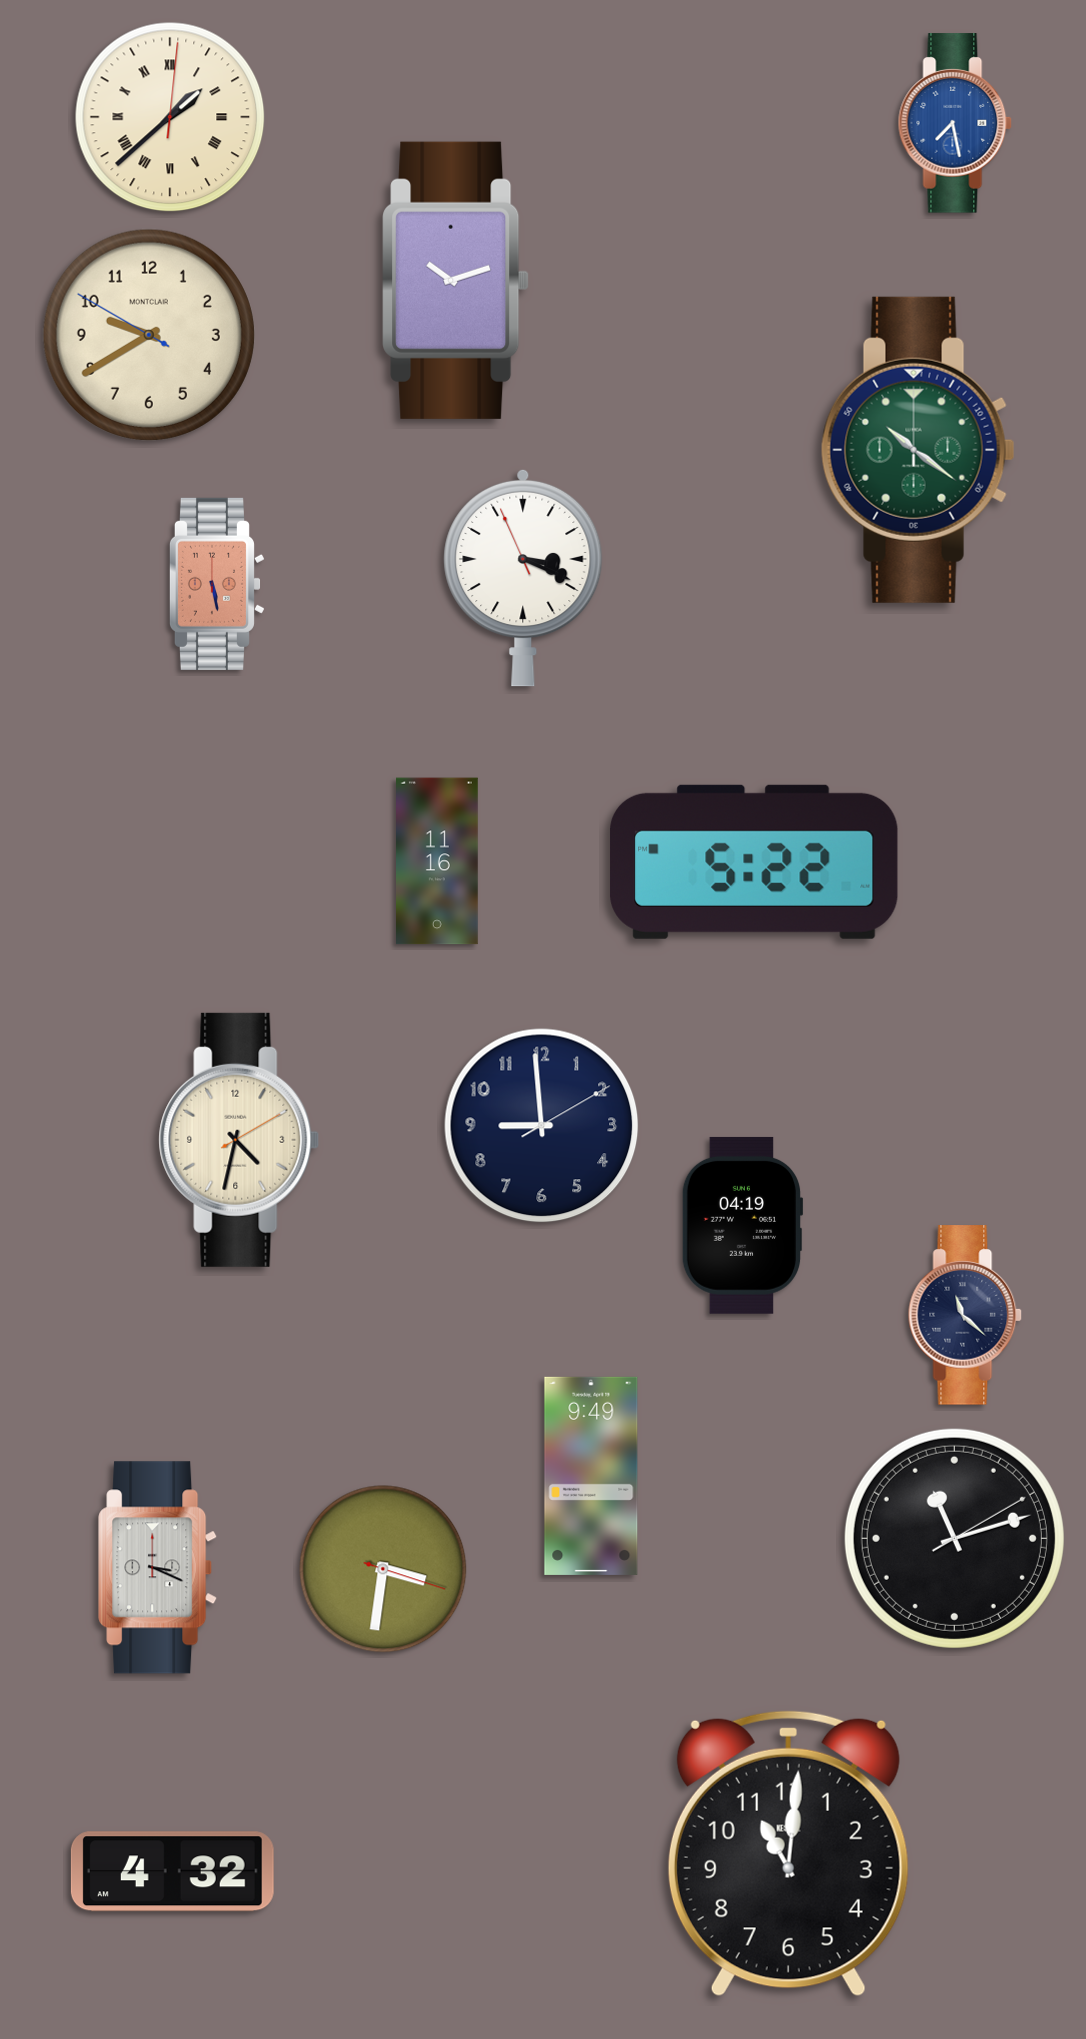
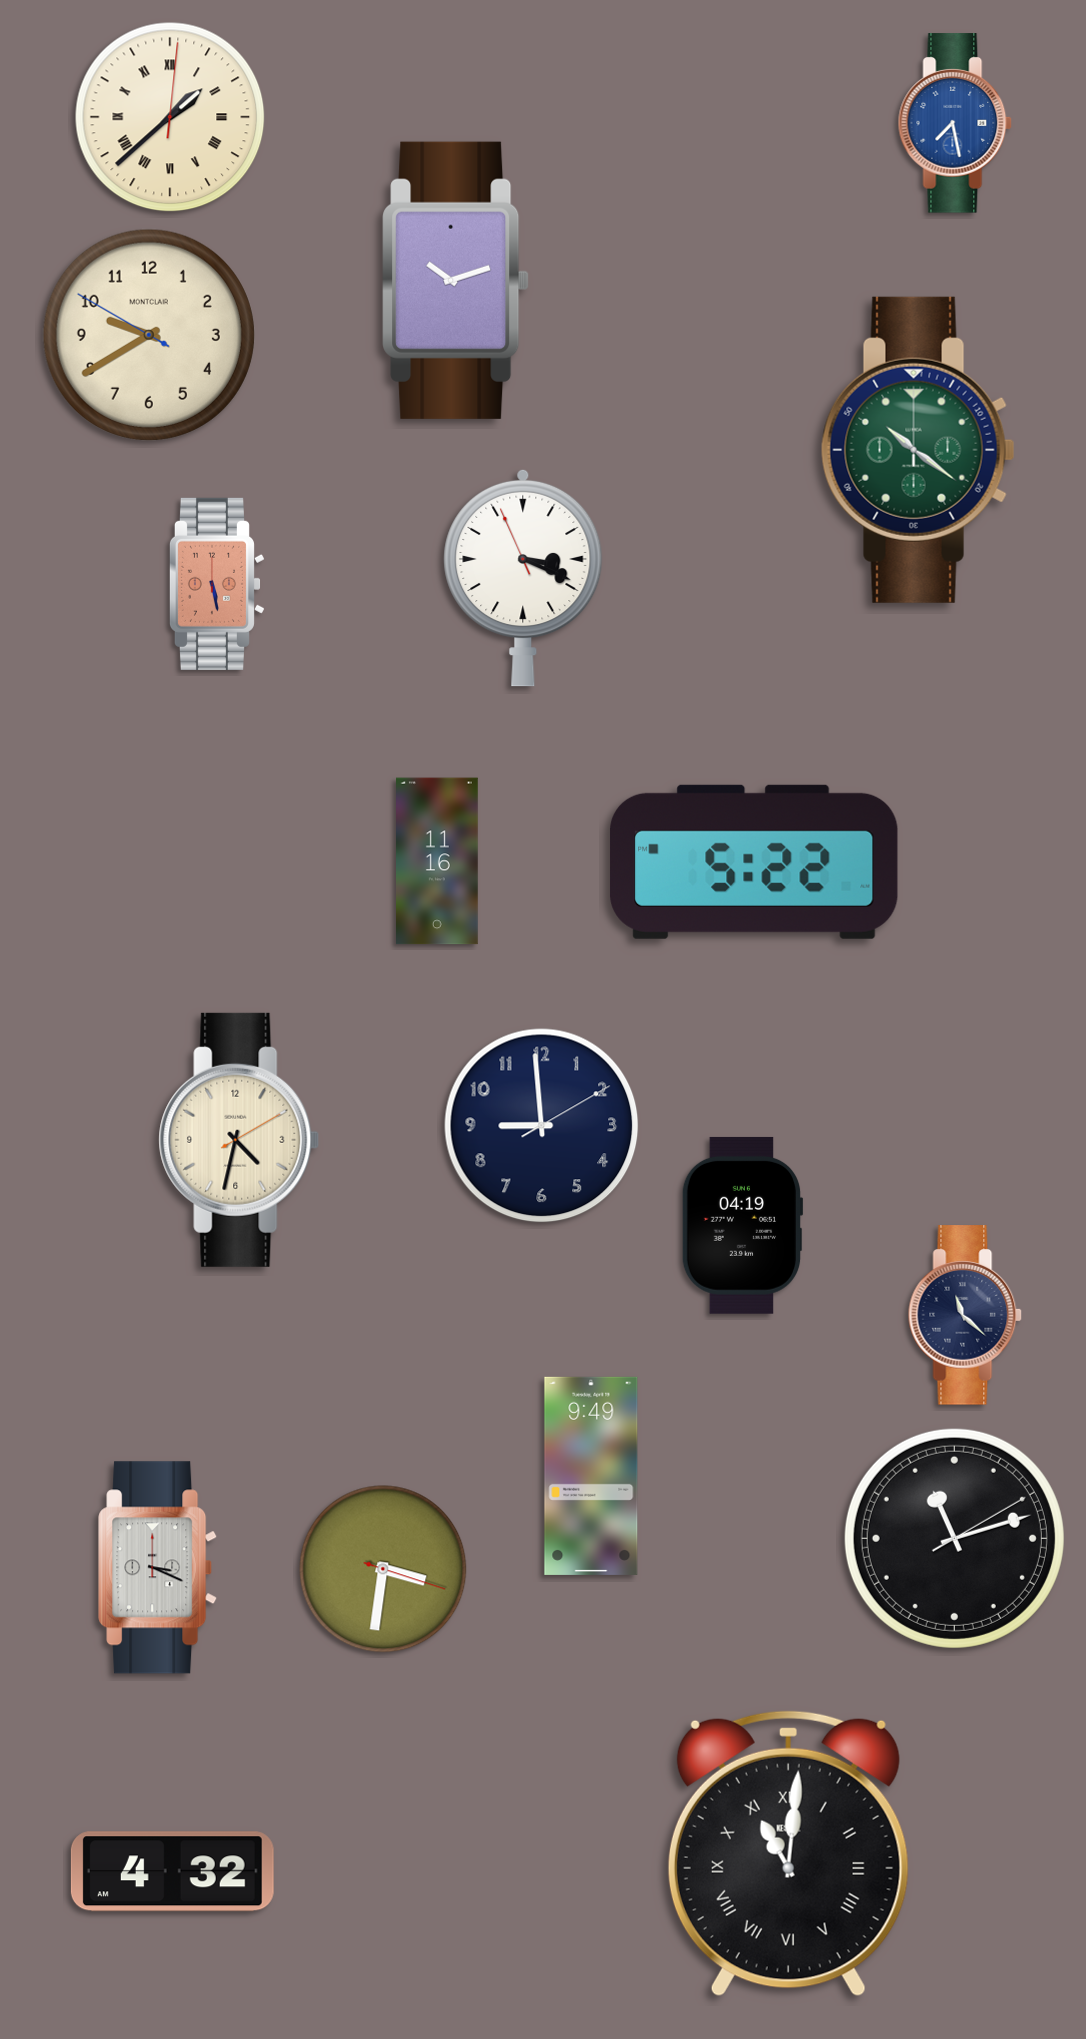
clock at (788, 1854) numerals: Arabic -> Roman
